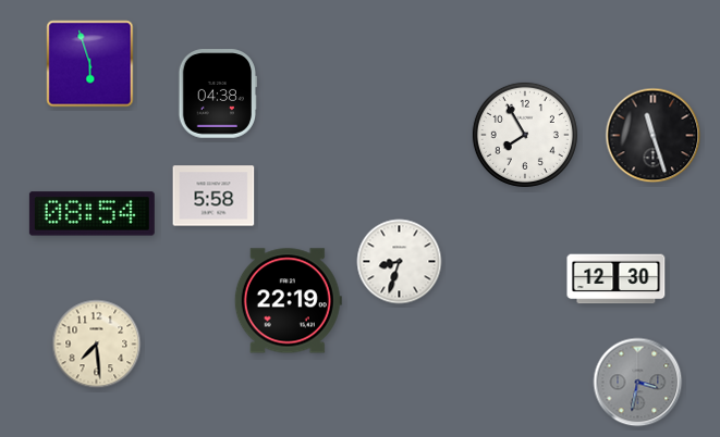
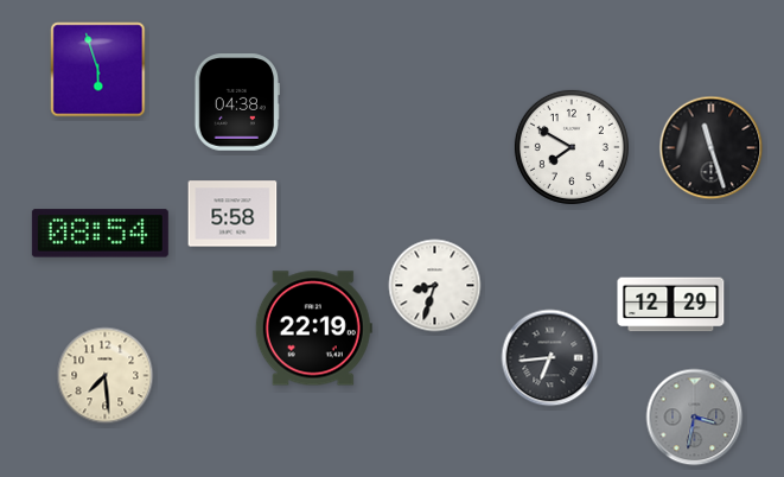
clock at (525, 135): 7:55 -> 7:50
clock at (617, 279): 12:30 -> 12:29
clock at (550, 358): none -> 6:44
